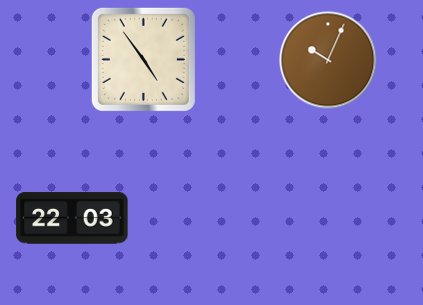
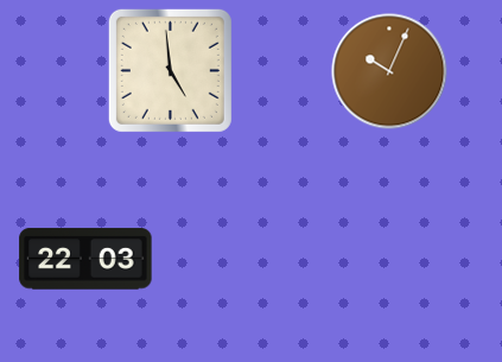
clock at (143, 59): 4:54 -> 4:59
